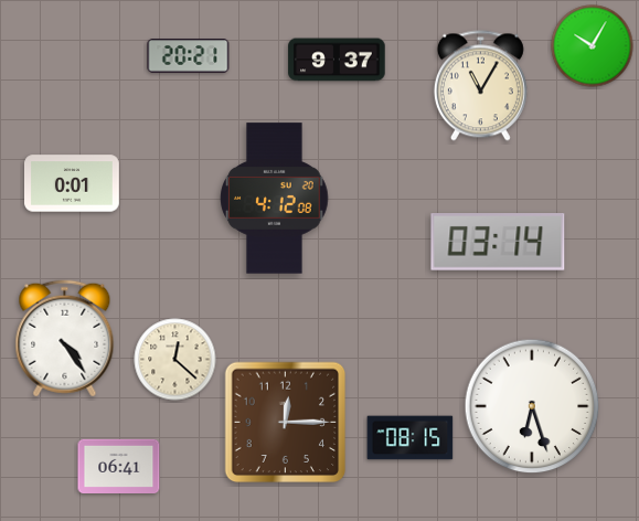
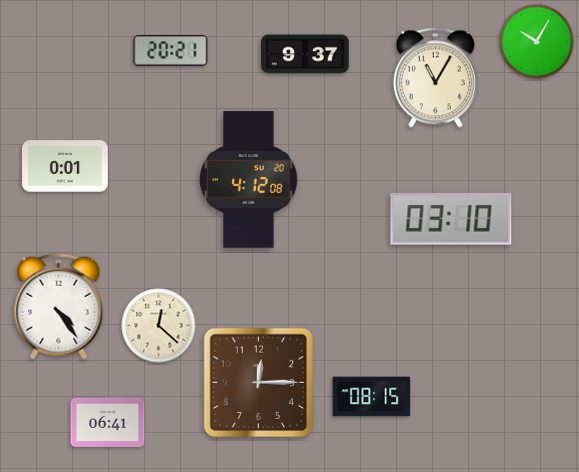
clock at (498, 243): 03:14 -> 03:10
clock at (532, 406): 6:27 -> none
